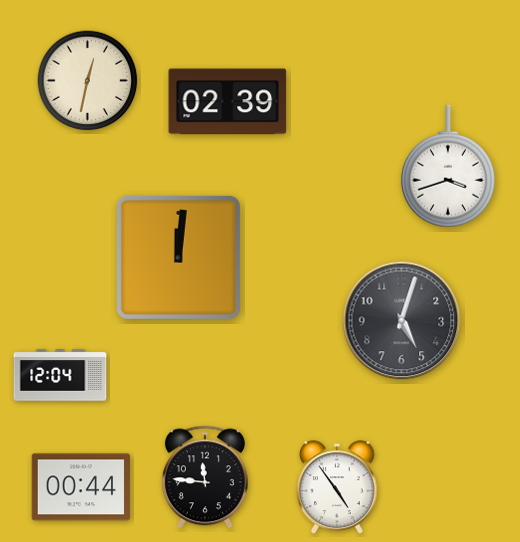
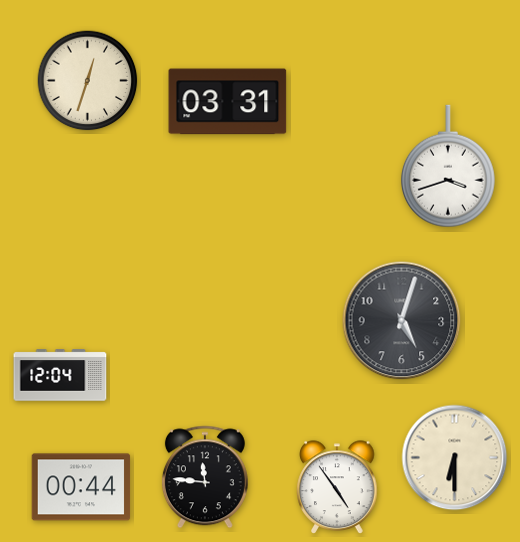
clock at (88, 81): 12:32 -> 12:33
clock at (228, 102): 02:39 -> 03:31
clock at (178, 257): 12:01 -> none
clock at (455, 458): none -> 6:30
